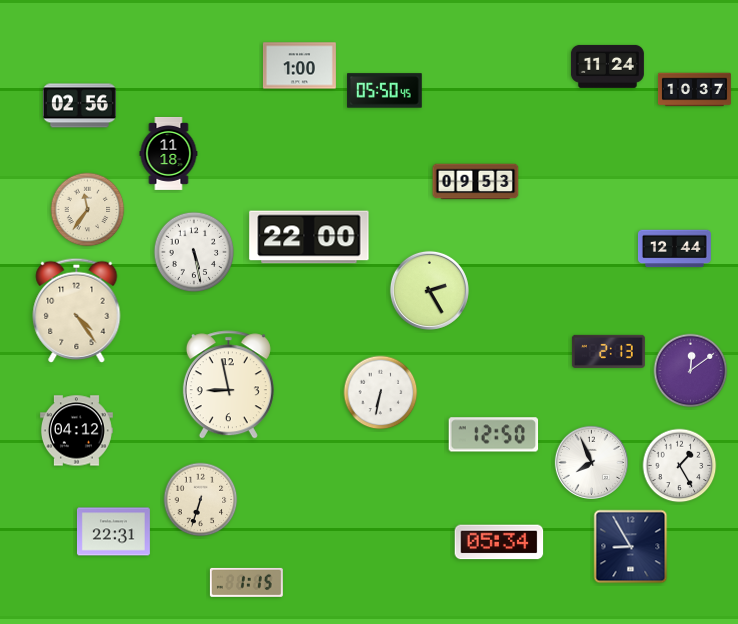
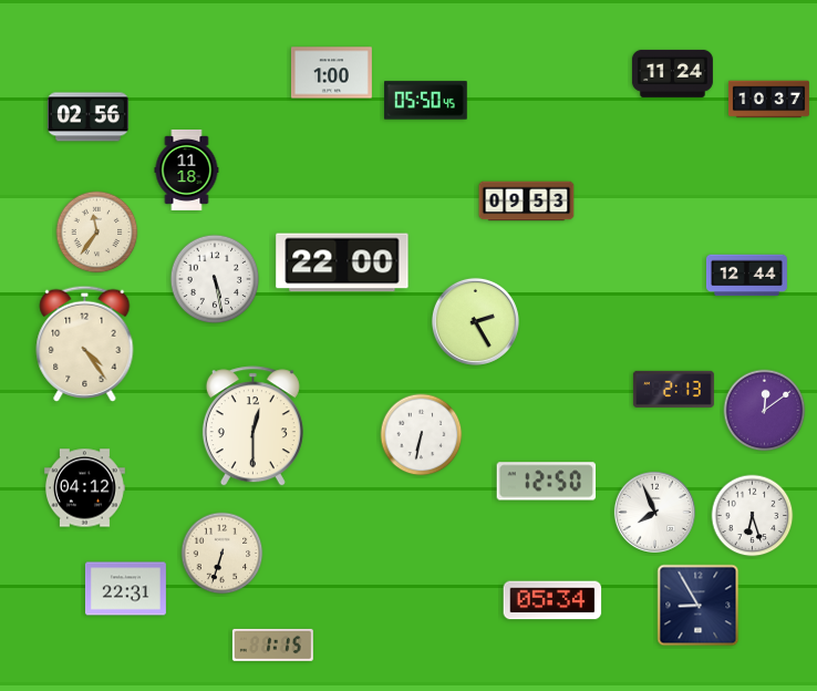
clock at (228, 385): 8:58 -> 12:30
clock at (76, 431) position: (76, 431) -> (84, 488)
clock at (680, 466): 1:25 -> 6:27
